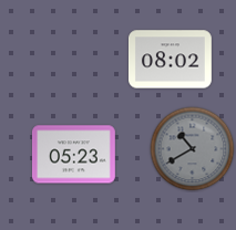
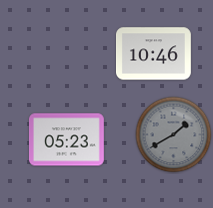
clock at (171, 60): 08:02 -> 10:46
clock at (193, 149): 10:40 -> 1:40
